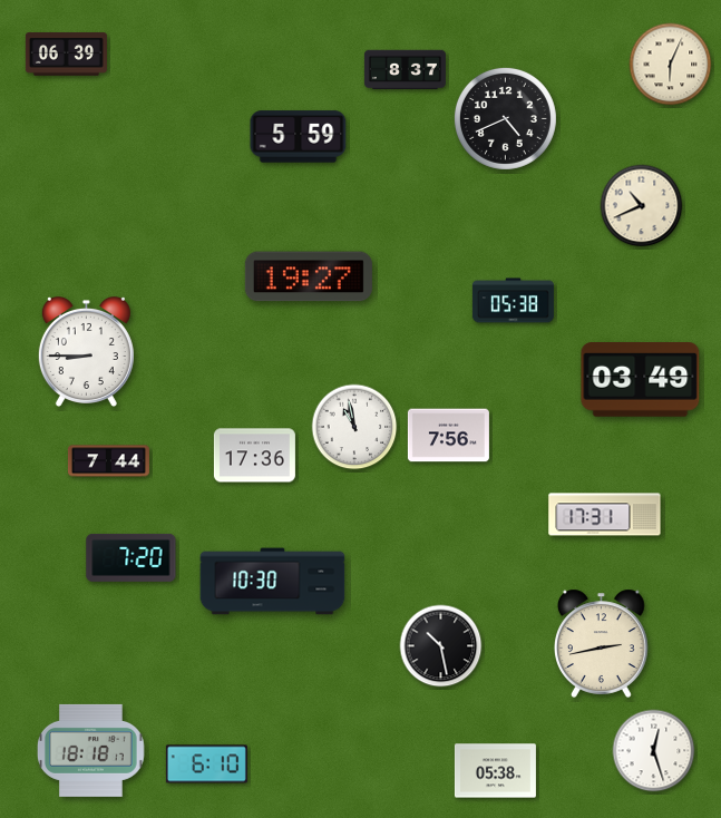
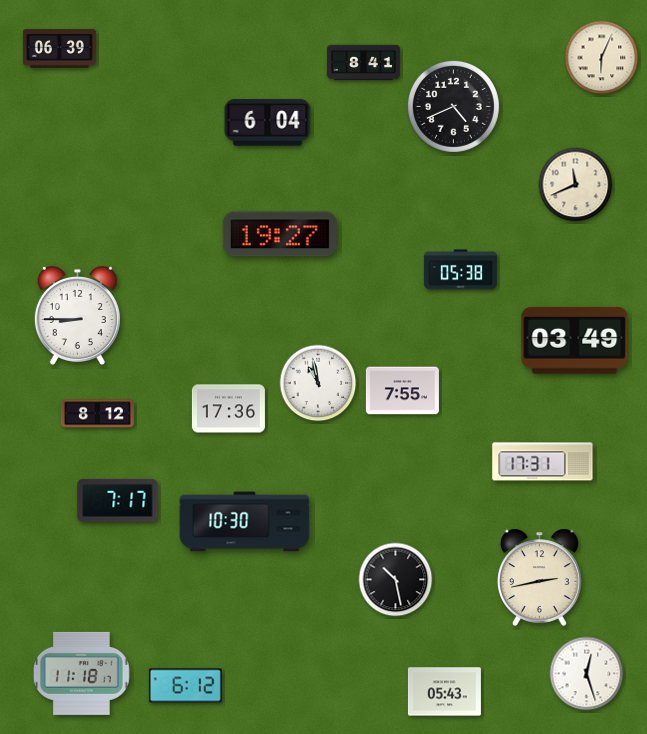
clock at (405, 70): 8:37 -> 8:41
clock at (299, 137): 5:59 -> 6:04
clock at (642, 206): 10:41 -> 11:41
clock at (309, 276) position: (309, 276) -> (280, 234)
clock at (448, 436): 7:56 -> 7:55
clock at (108, 461): 7:44 -> 8:12
clock at (131, 557): 7:20 -> 7:17
clock at (90, 750): 18:18 -> 11:18
clock at (206, 765): 6:10 -> 6:12
clock at (495, 771): 05:38 -> 05:43
